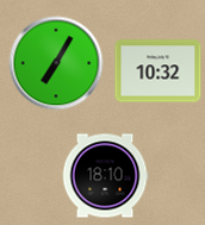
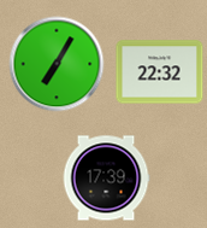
clock at (159, 71): 10:32 -> 22:32
clock at (105, 176): 18:10 -> 17:39
